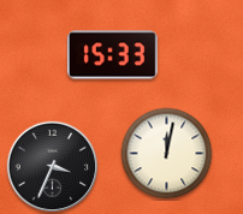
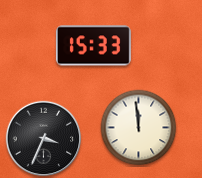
clock at (167, 154): 12:02 -> 11:59
